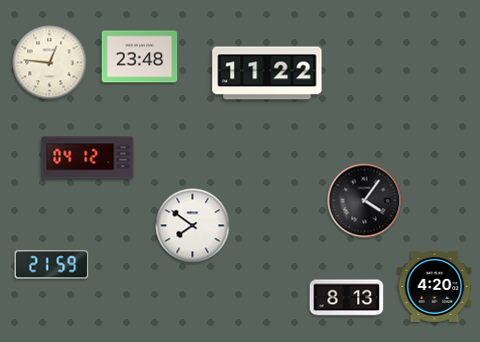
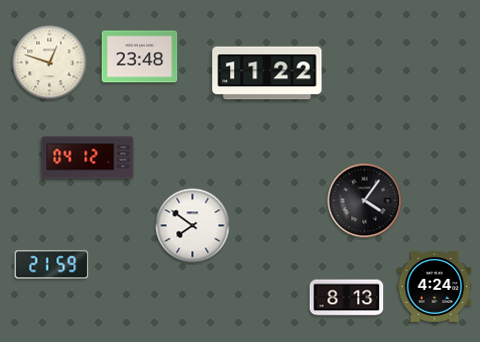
clock at (50, 63): 12:46 -> 12:48
clock at (435, 286): 4:20 -> 4:24
